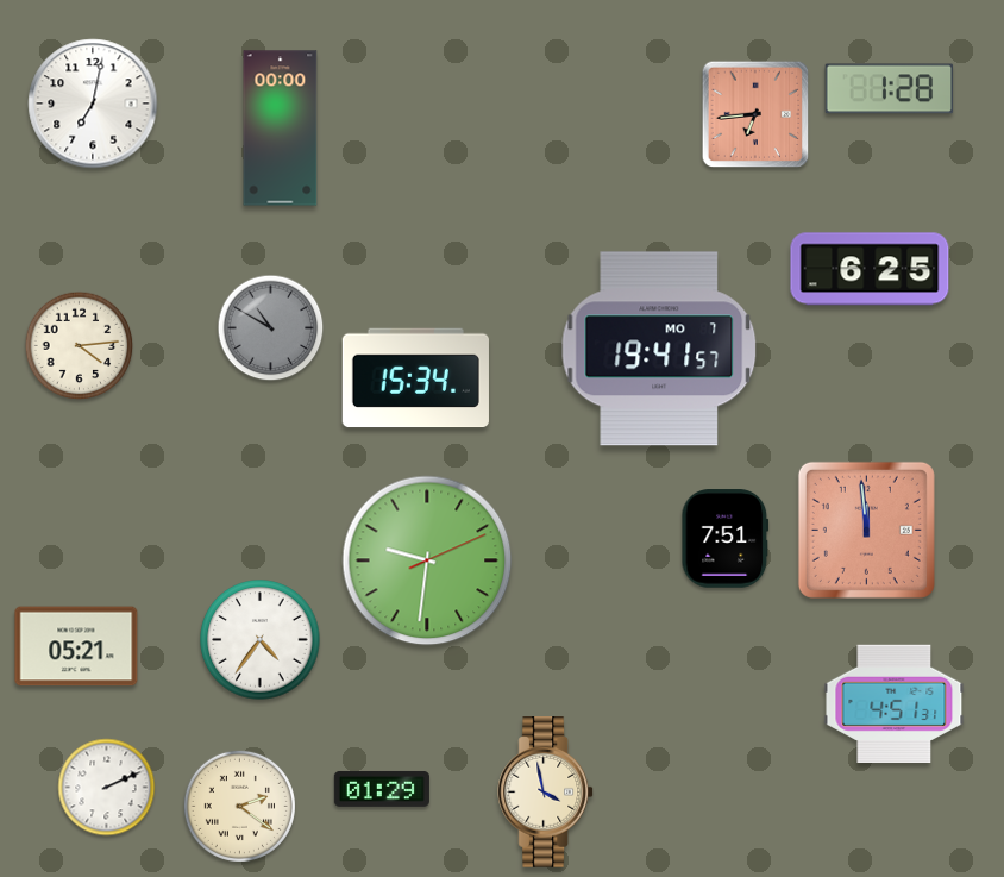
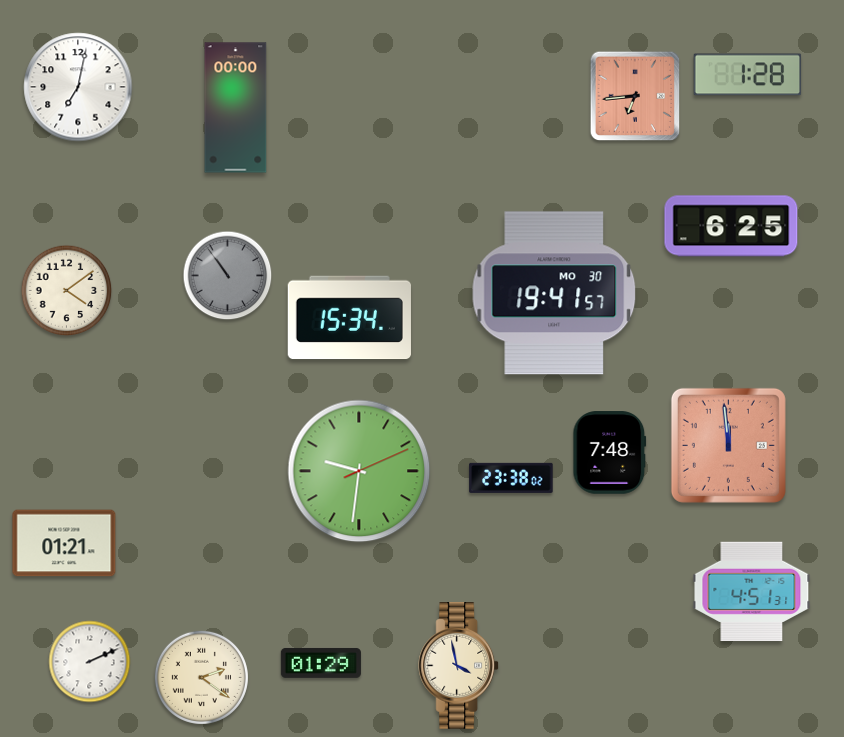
clock at (271, 328): 10:50 -> 10:54
clock at (80, 346): 4:14 -> 4:09
clock at (659, 349) date: MO 7 -> MO 30
clock at (726, 539): 7:51 -> 7:48
clock at (511, 478): none -> 23:38
clock at (261, 640): 4:36 -> none
clock at (76, 646): 05:21 -> 01:21
